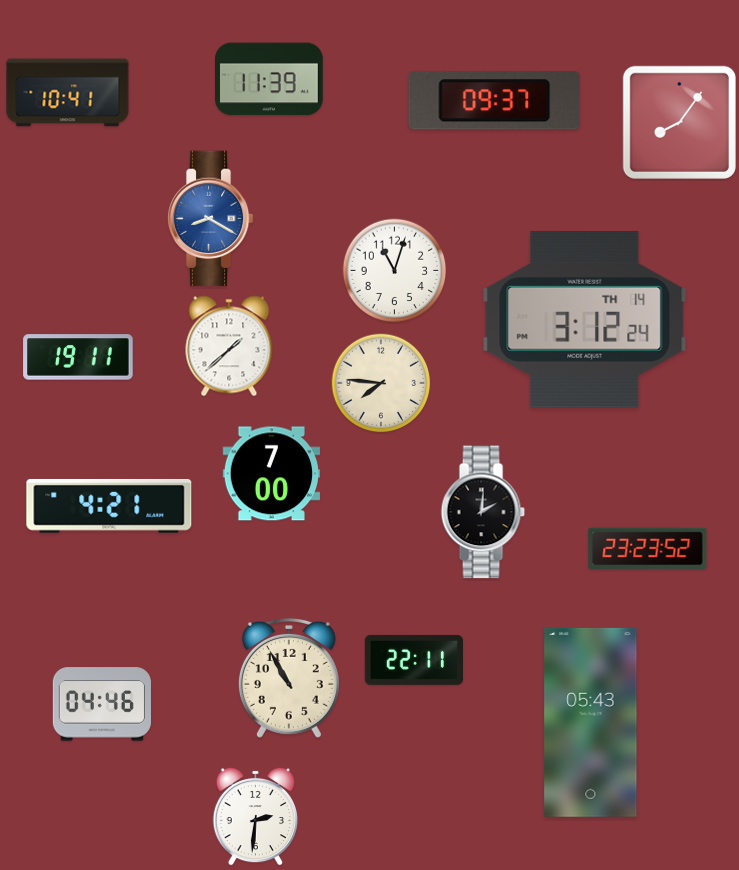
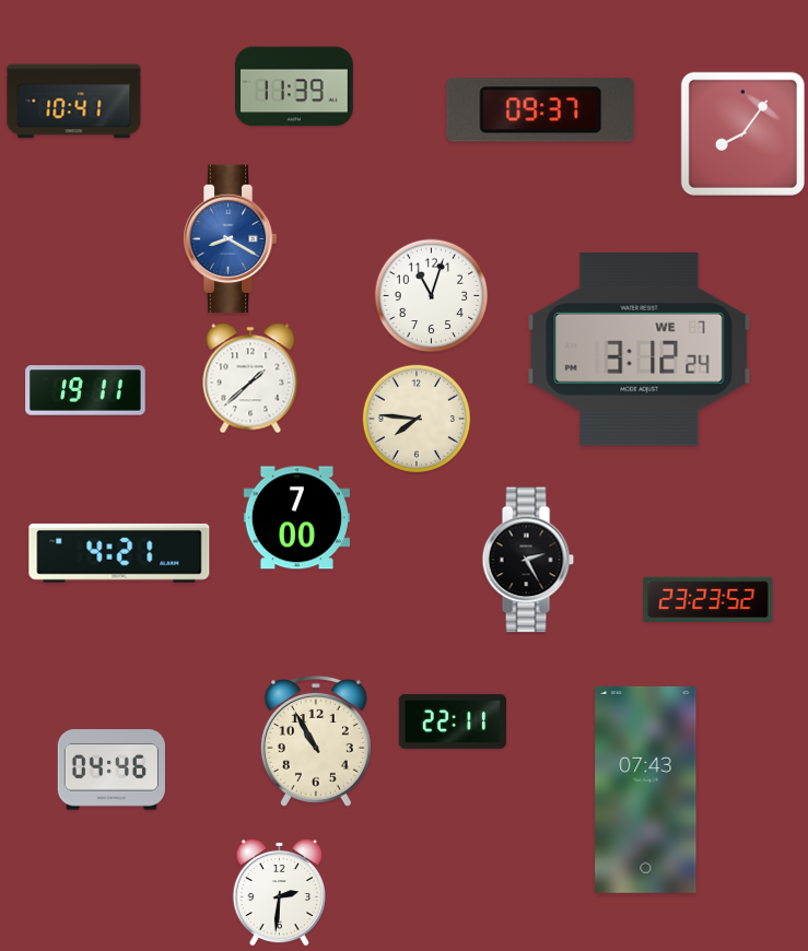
clock at (585, 320) date: TH 14 -> WE 7
clock at (483, 512): 2:01 -> 2:25
clock at (591, 722): 05:43 -> 07:43
